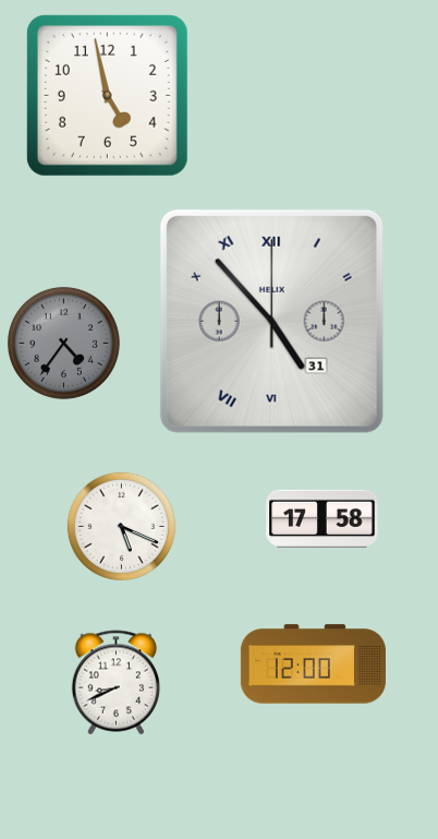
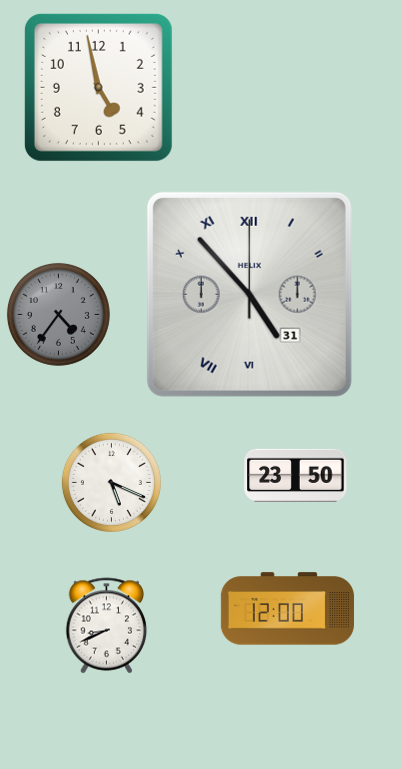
clock at (323, 518): 17:58 -> 23:50
